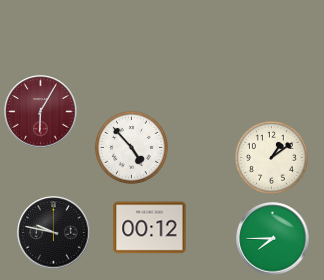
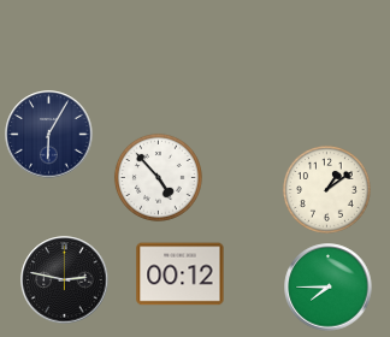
clock at (41, 112) dial: burgundy -> navy
clock at (54, 233): 9:47 -> 2:47
